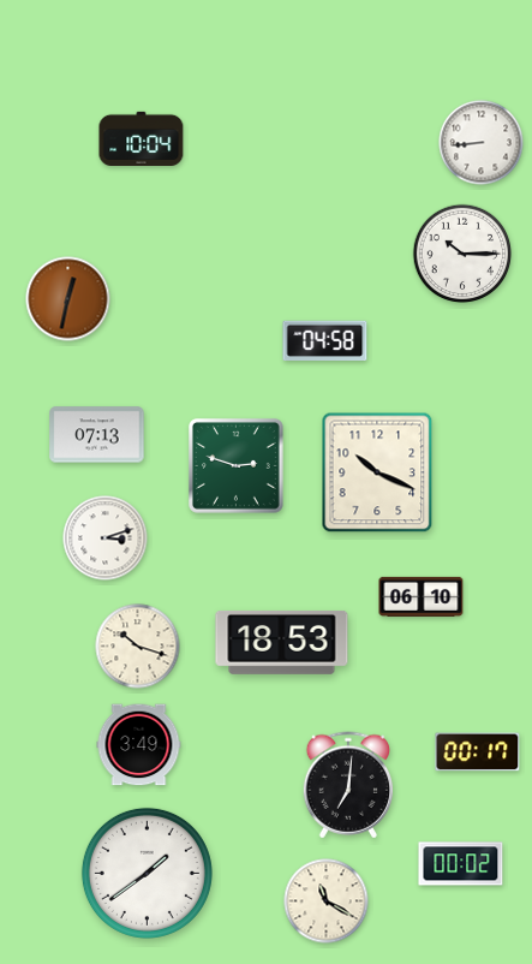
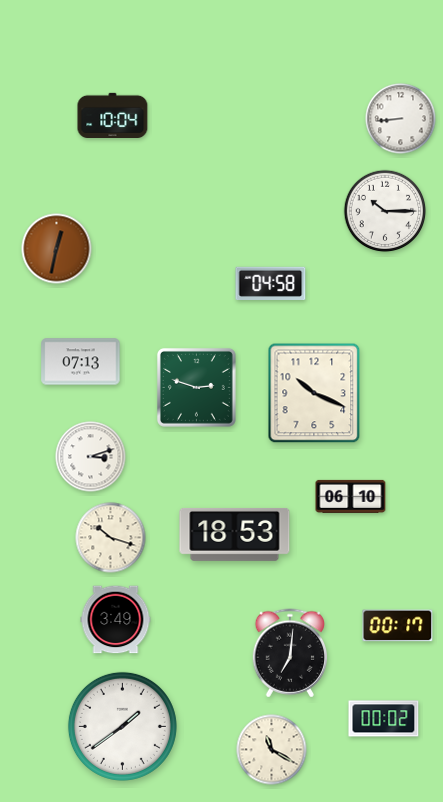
clock at (142, 138) position: (142, 138) -> (113, 115)
clock at (106, 538) position: (106, 538) -> (91, 457)
clock at (138, 647) position: (138, 647) -> (111, 538)
